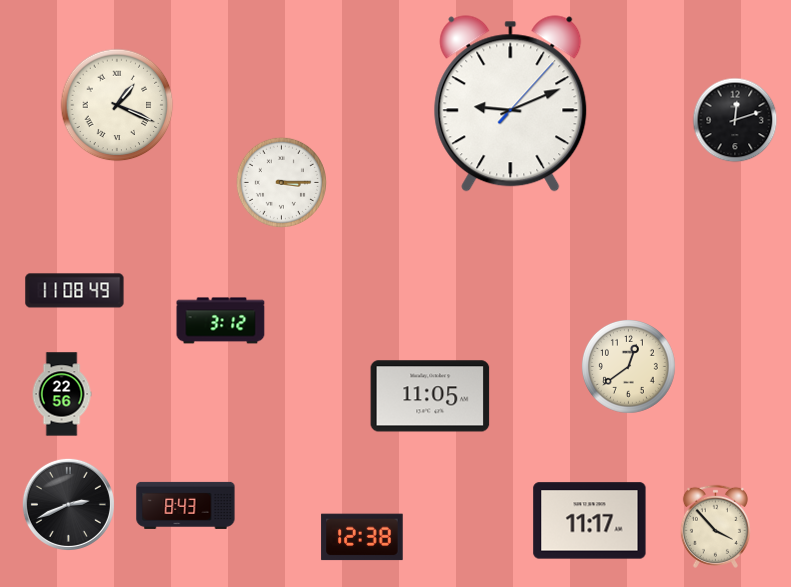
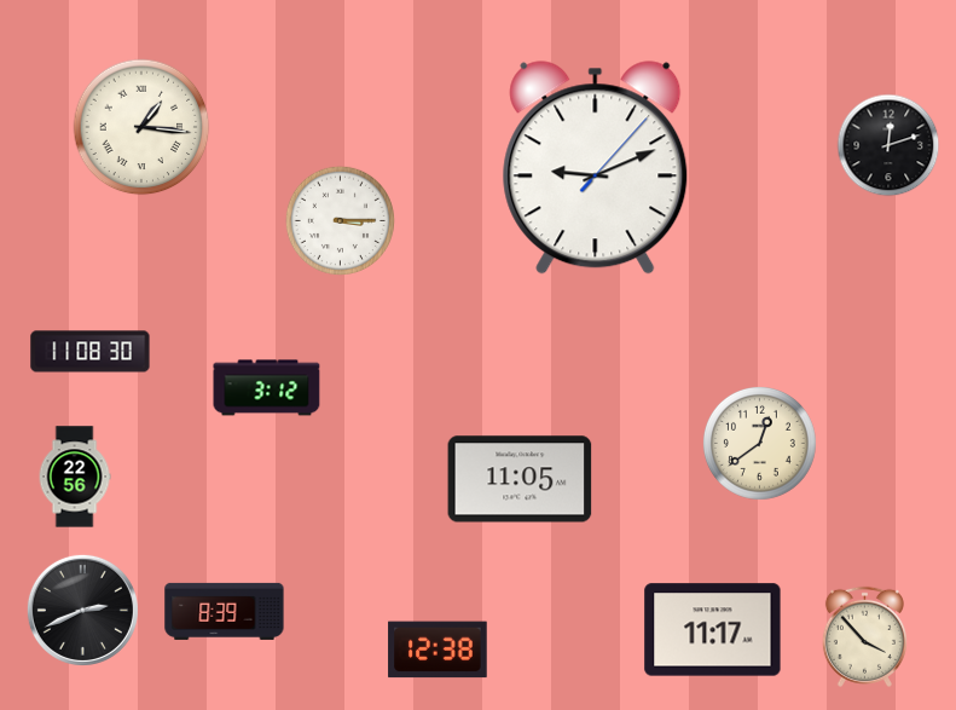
clock at (511, 104) position: (511, 104) -> (596, 168)
clock at (117, 105): 1:19 -> 1:16
clock at (75, 291): 11:08:49 -> 11:08:30
clock at (186, 505): 8:43 -> 8:39
